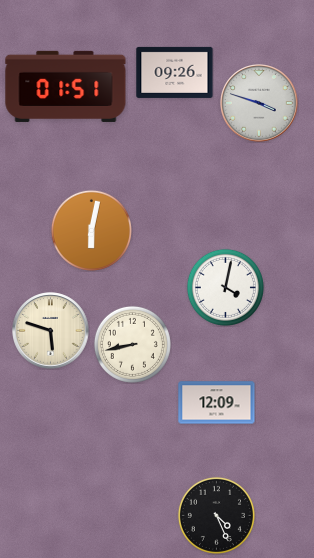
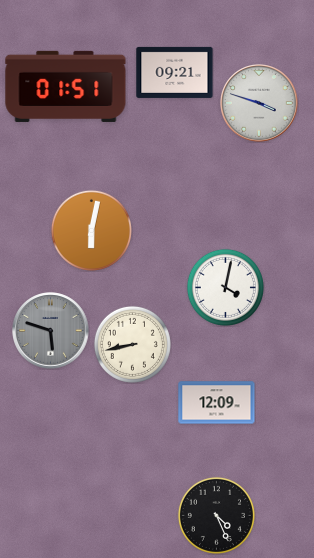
clock at (175, 72): 09:26 -> 09:21
clock at (51, 331) dial: cream -> grey
